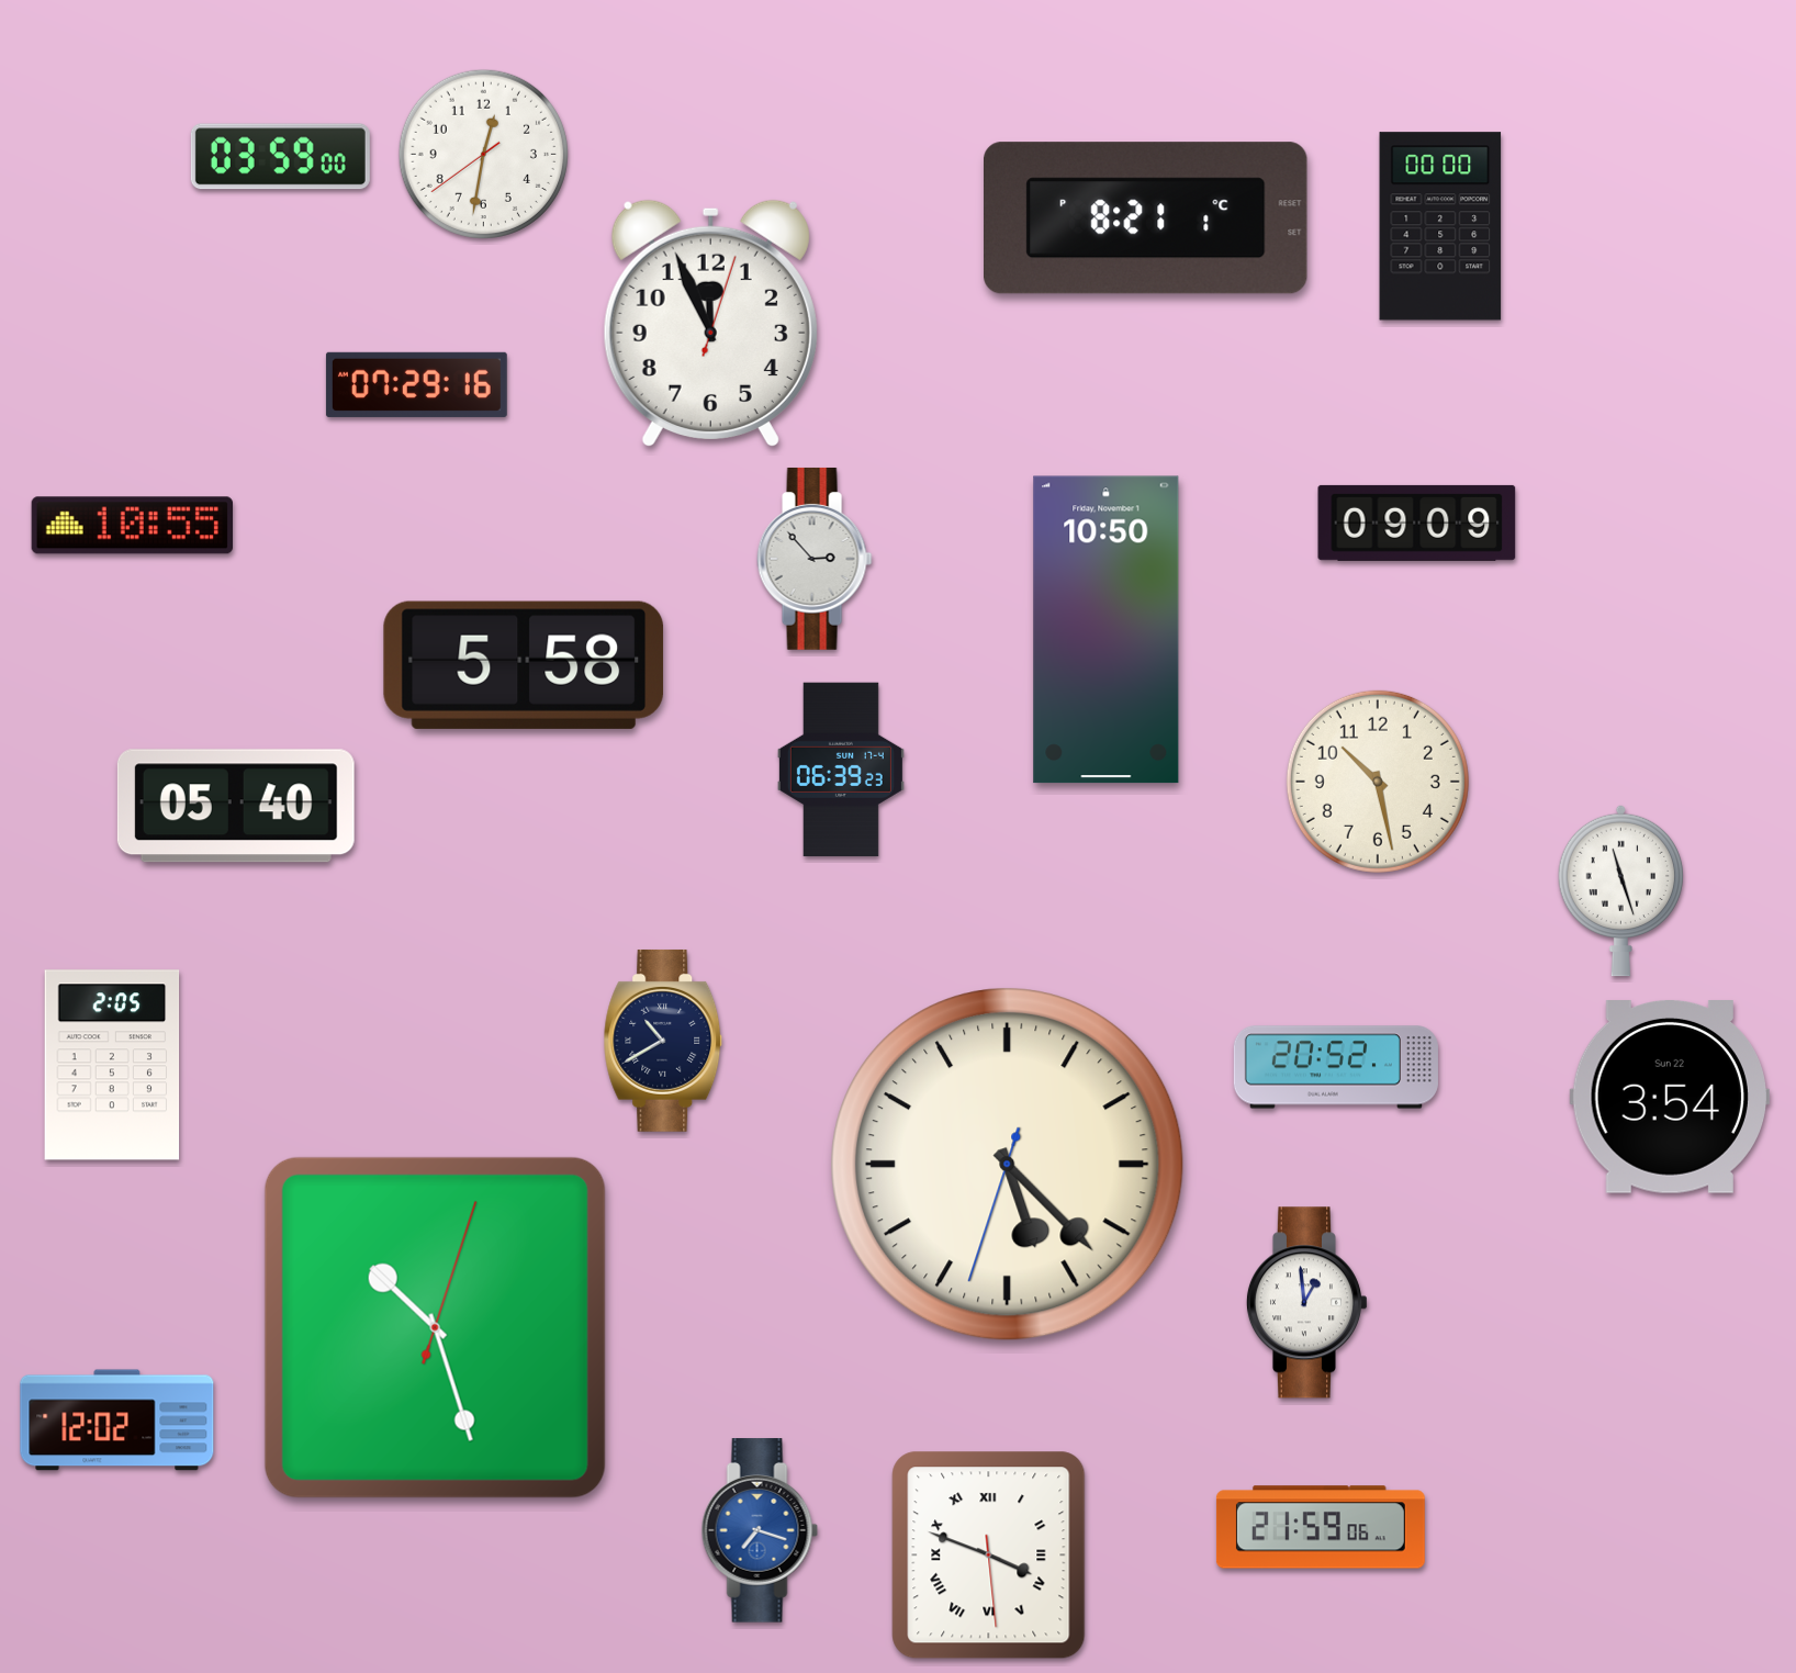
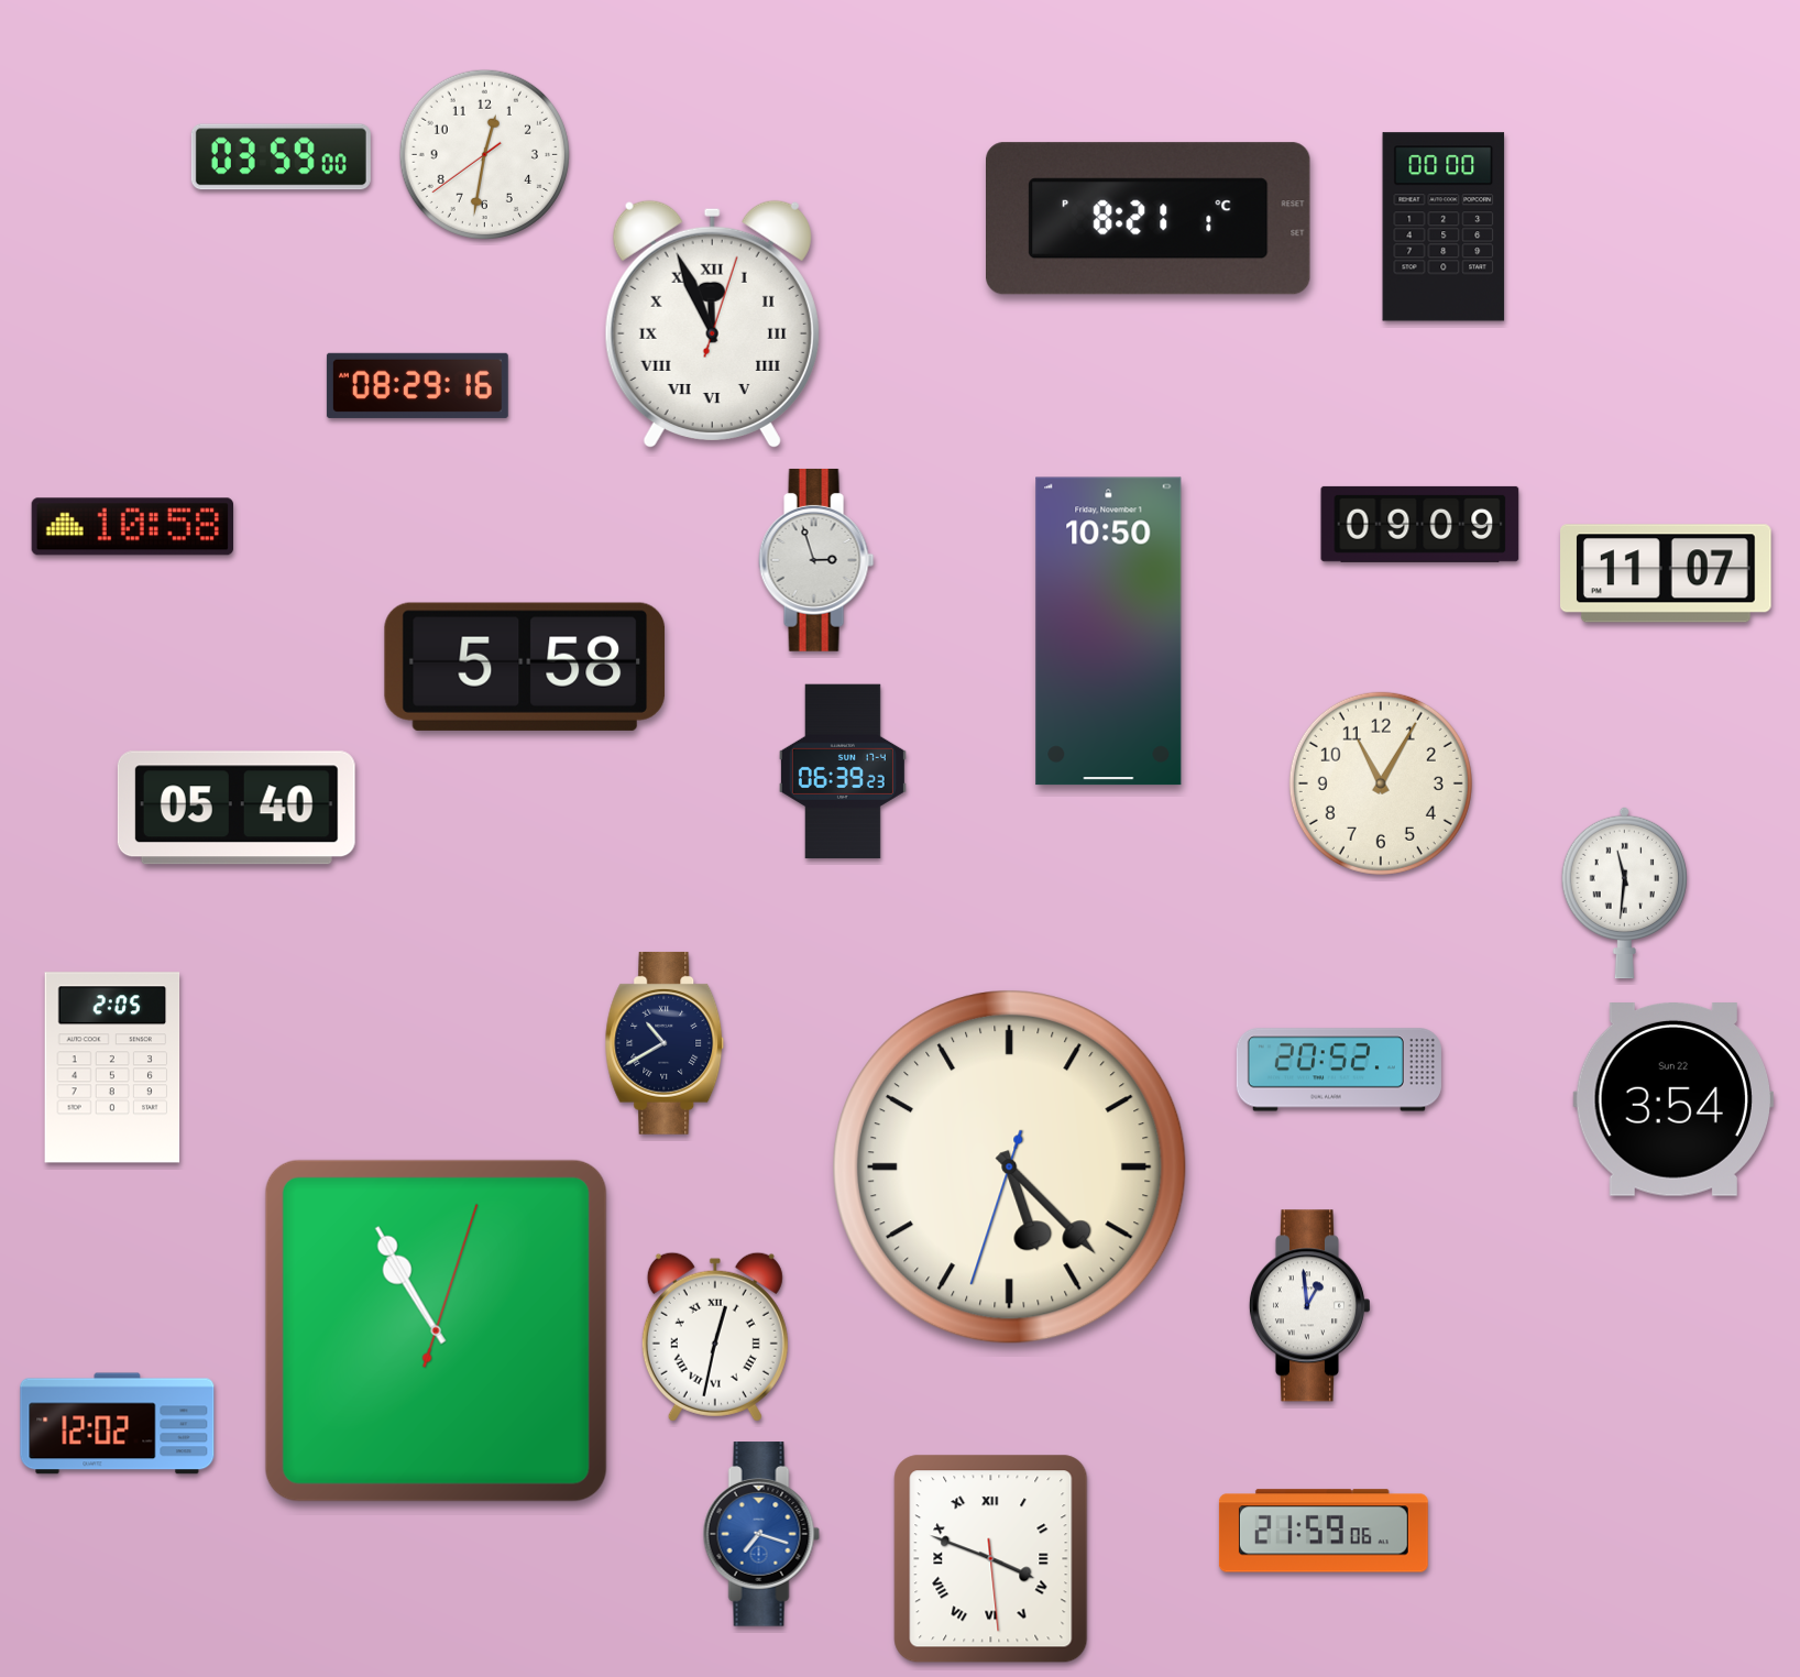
clock at (710, 323) numerals: Arabic -> Roman
clock at (416, 384): 07:29 -> 08:29
clock at (132, 526): 10:55 -> 10:58
clock at (815, 559): 2:53 -> 2:57
clock at (1667, 573): none -> 11:07
clock at (1378, 782): 10:28 -> 11:05
clock at (1620, 890): 11:27 -> 11:31
clock at (435, 1327): 10:27 -> 10:55
clock at (715, 1337): none -> 12:32
